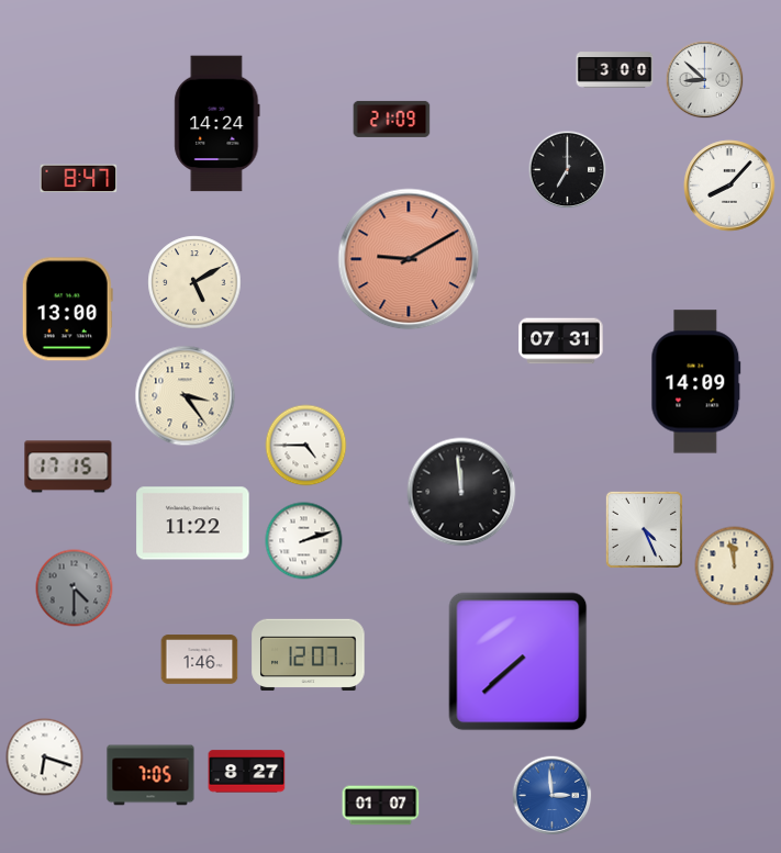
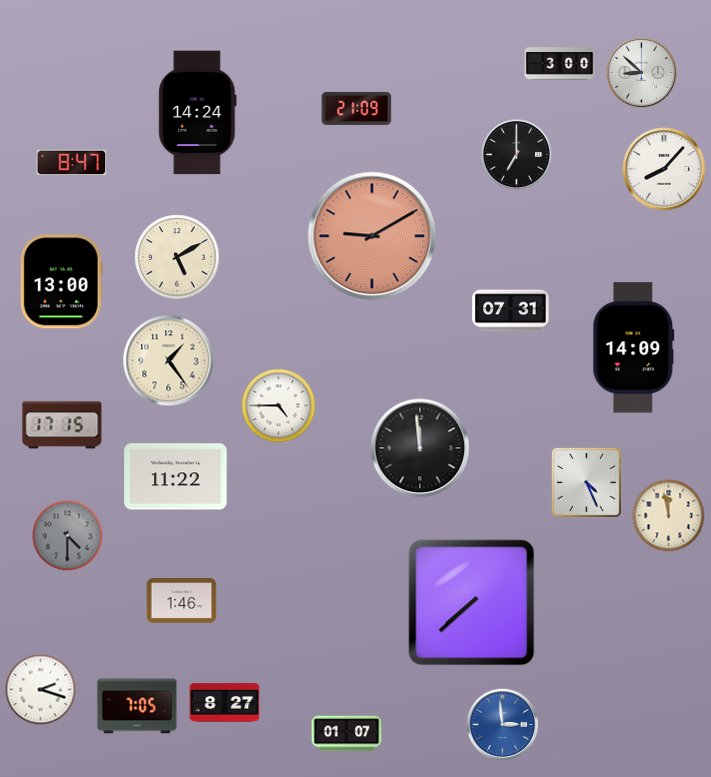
clock at (186, 396): 3:24 -> 1:24
clock at (304, 541): 2:12 -> none
clock at (309, 655): 12:07 -> none
clock at (45, 757): 6:18 -> 2:18
